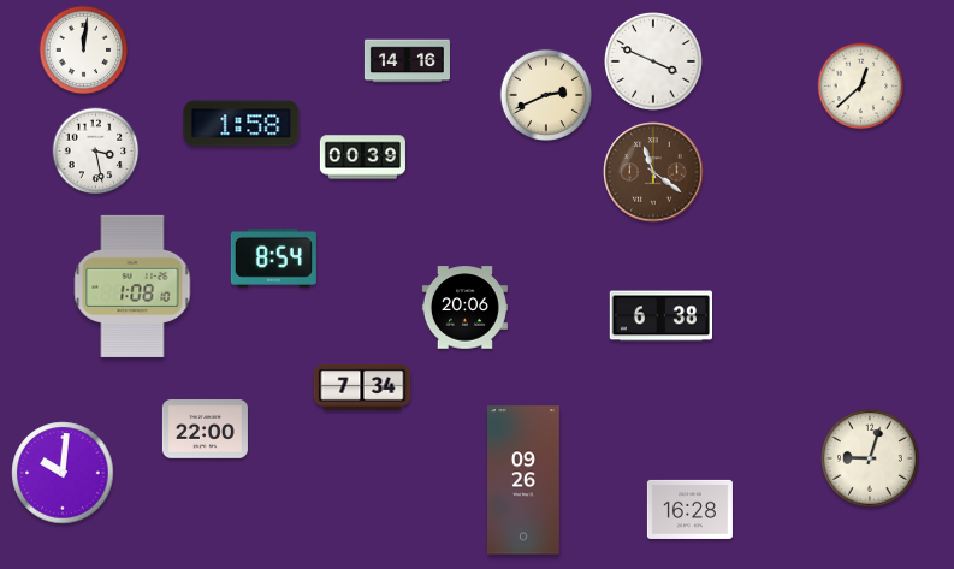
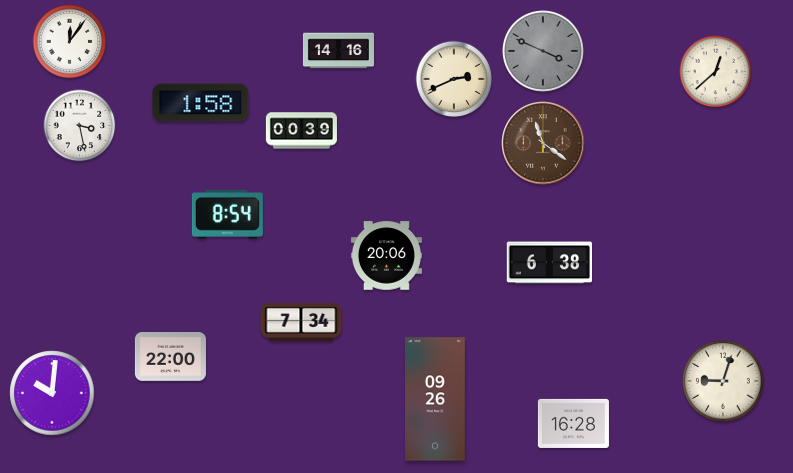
clock at (84, 51): 12:01 -> 12:06
clock at (654, 63) dial: white -> grey
clock at (132, 286): 1:08 -> none
